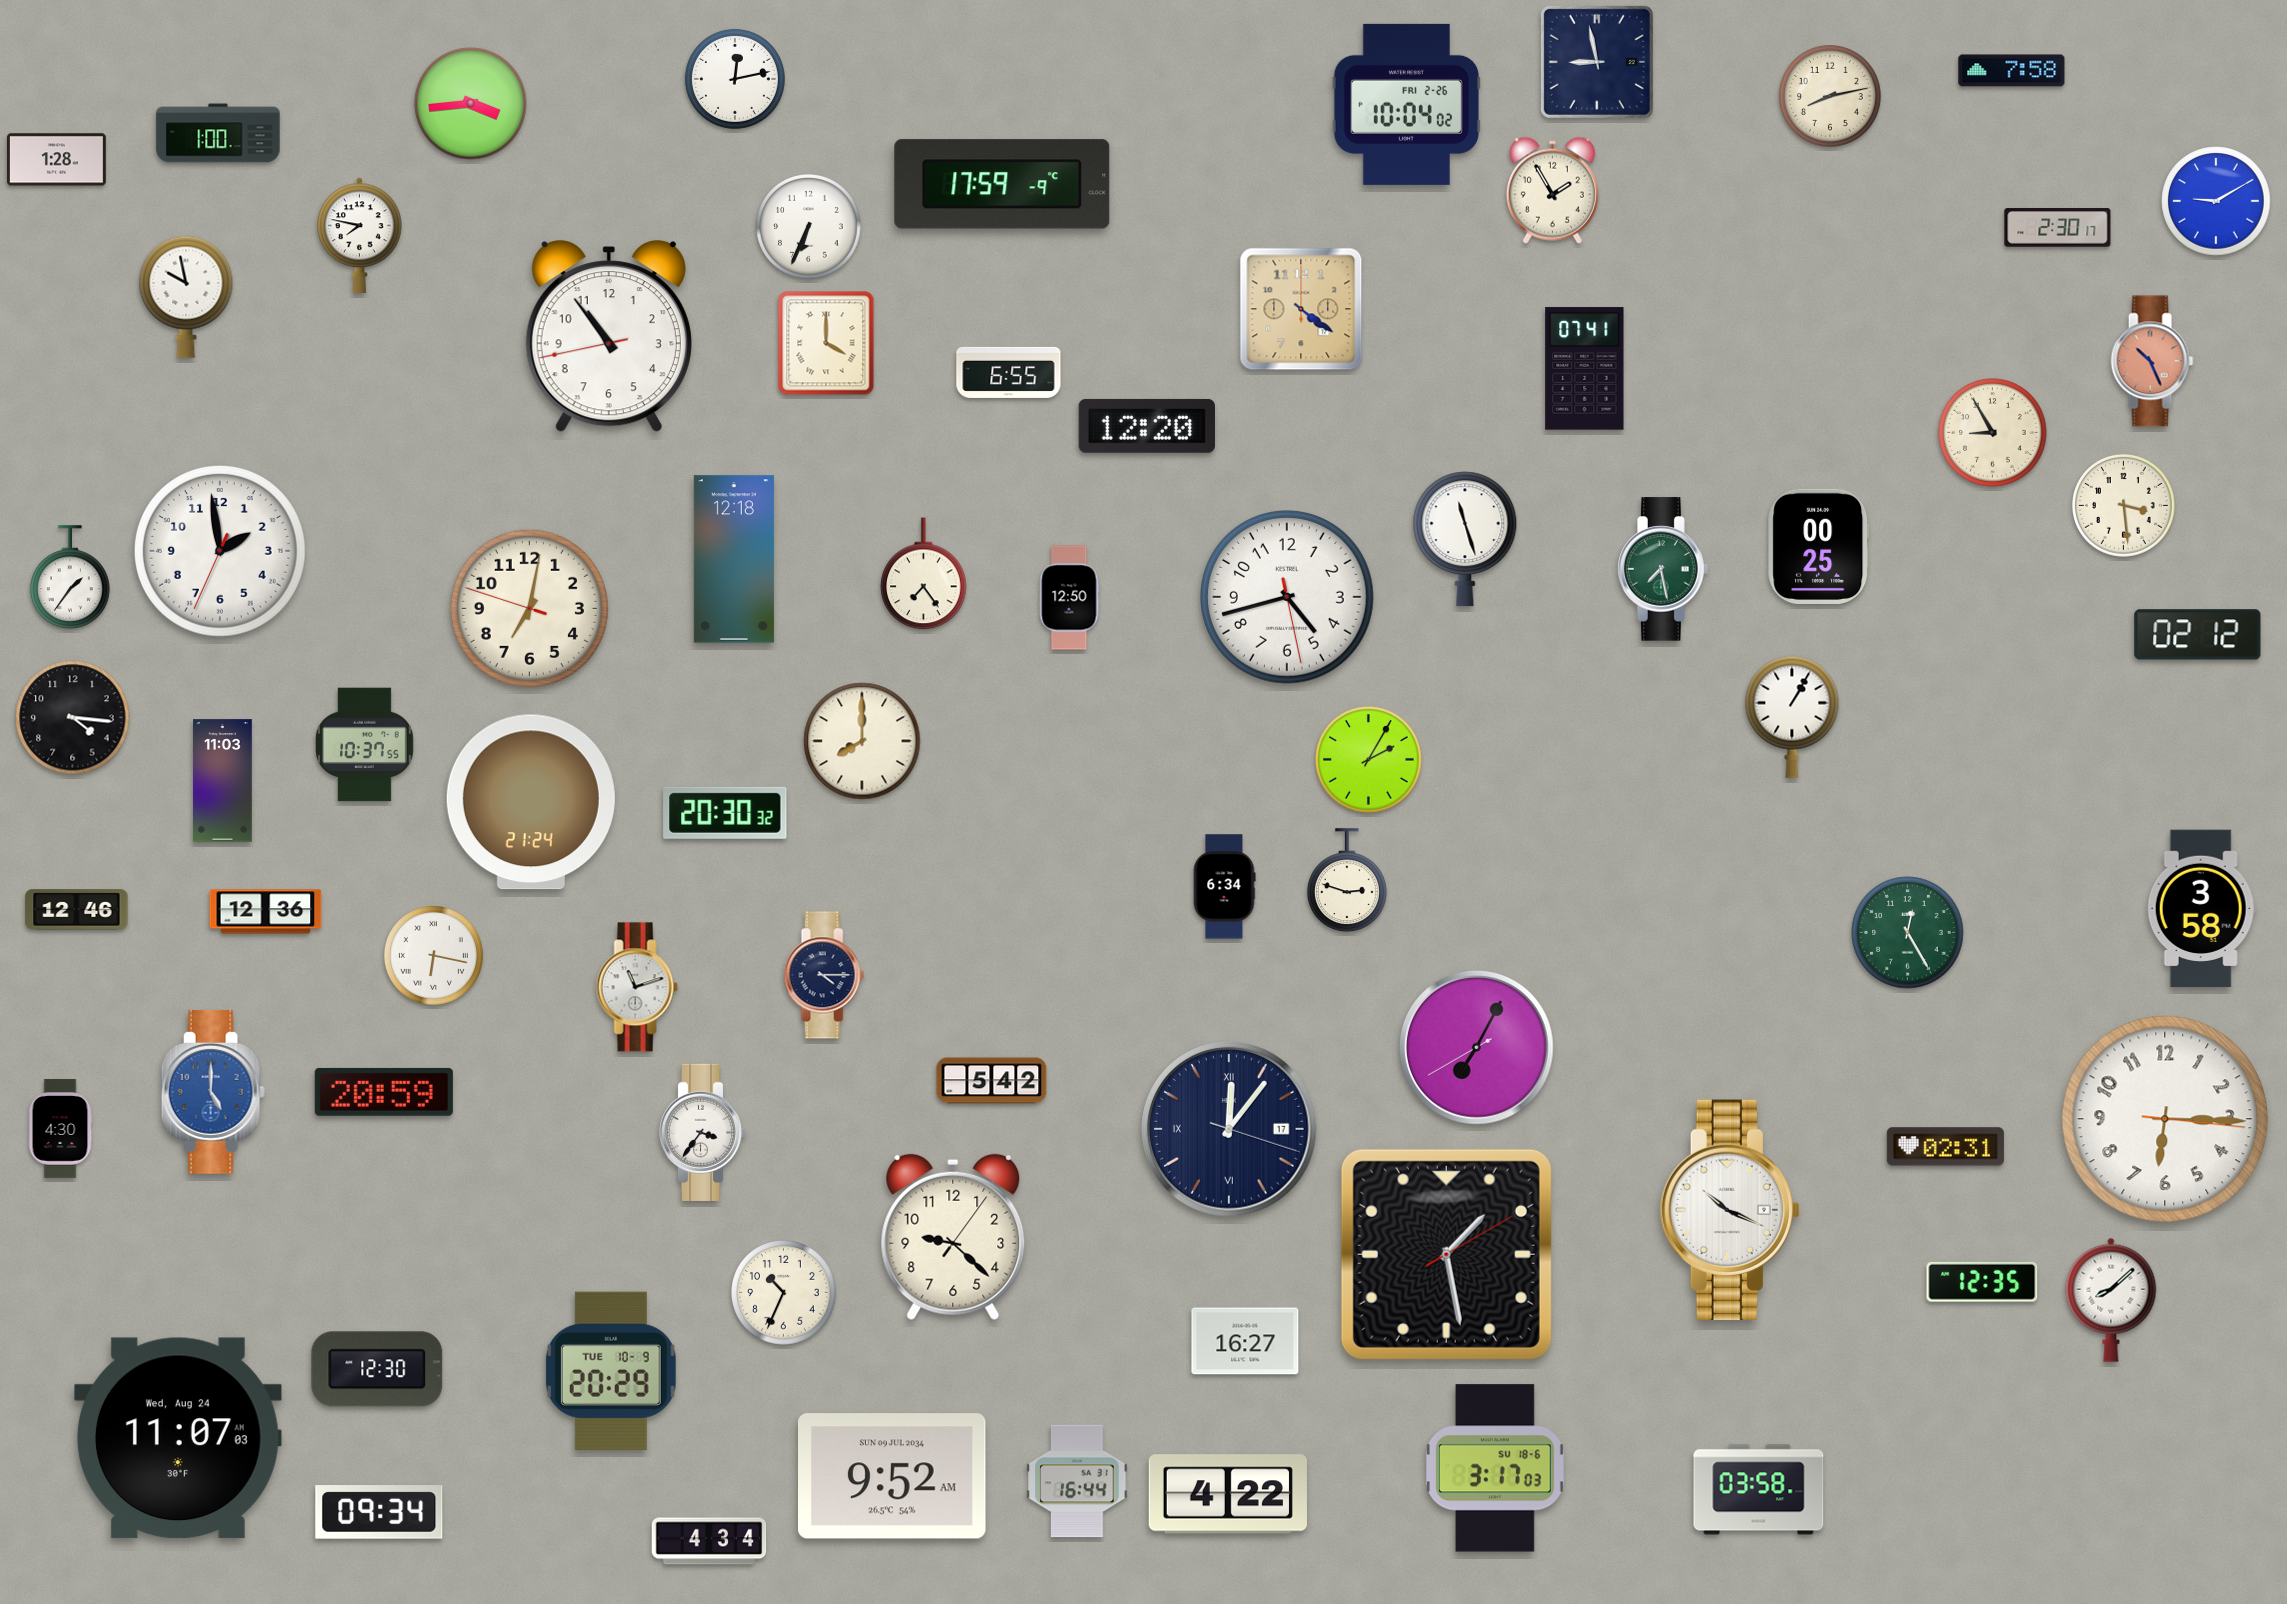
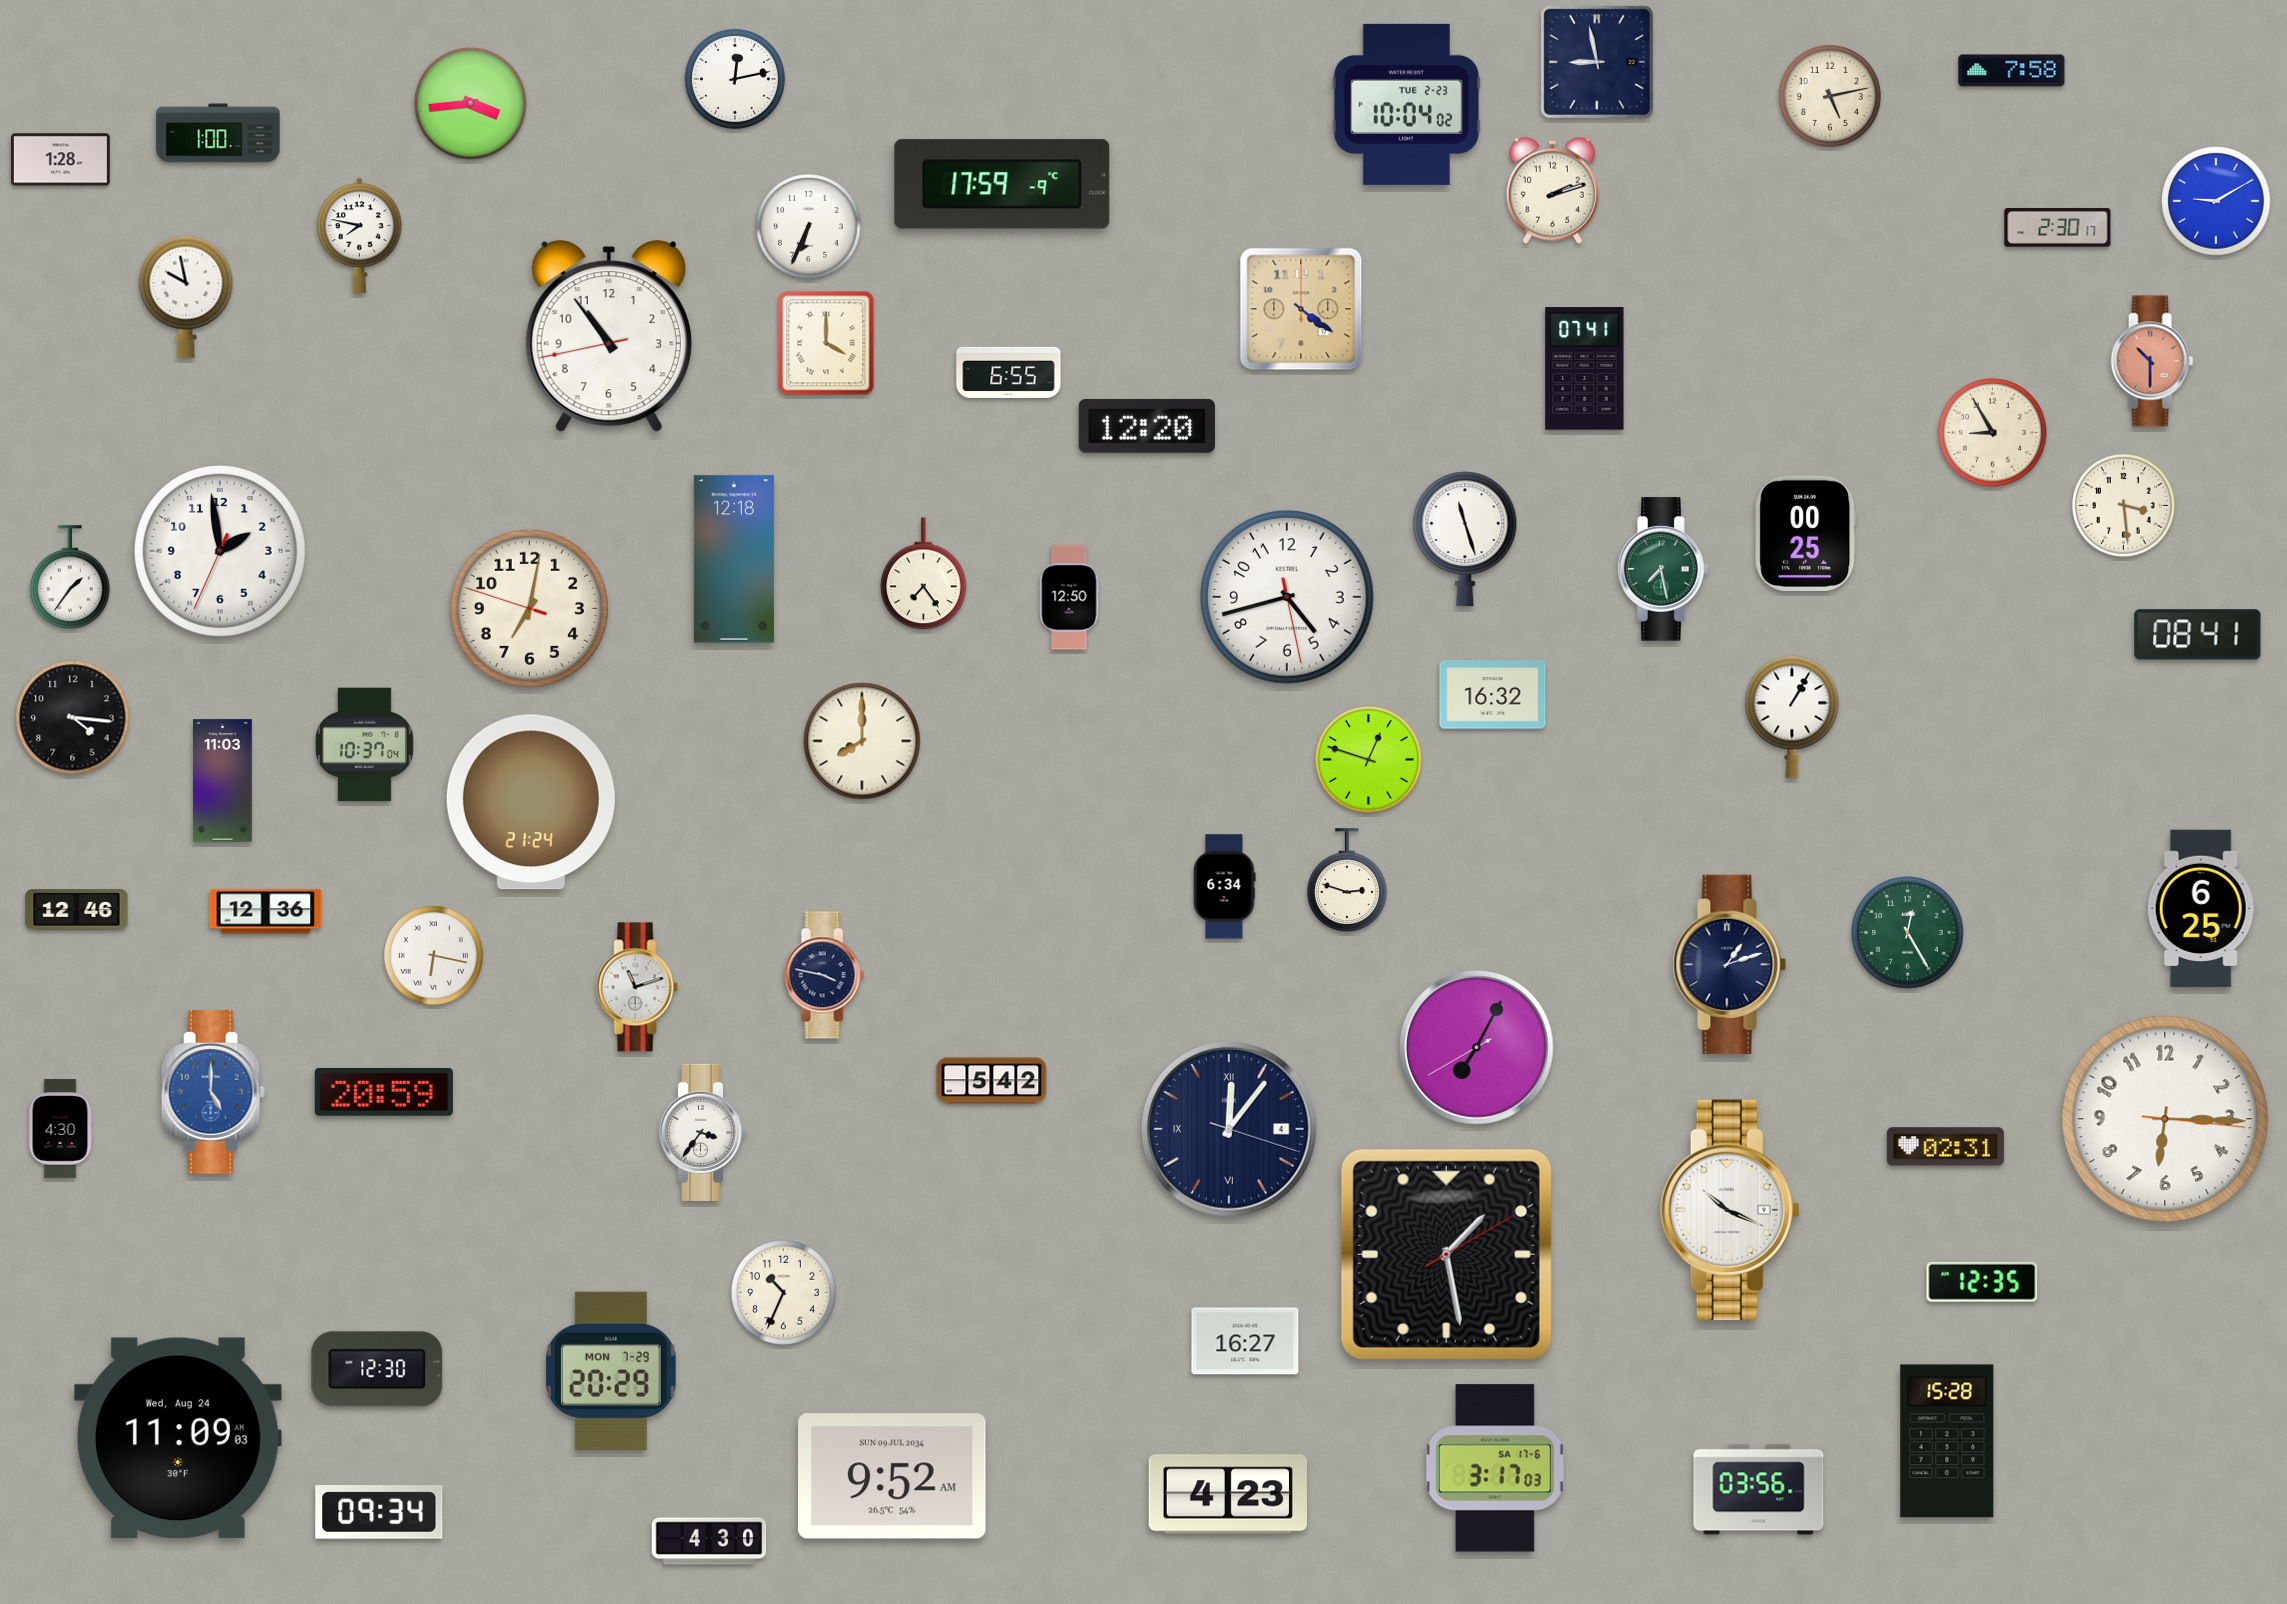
clock at (1830, 96): 8:13 -> 5:13
clock at (1406, 104) date: FRI 2-26 -> TUE 2-23
clock at (57, 160) position: (57, 160) -> (61, 160)
clock at (1552, 190): 1:55 -> 2:12
clock at (2152, 361): 10:26 -> 10:30
clock at (1819, 546) position: (1819, 546) -> (1806, 533)
clock at (2198, 635): 02:12 -> 08:41
clock at (1493, 695): none -> 16:32
clock at (364, 745): 10:37:55 -> 10:37:04
clock at (1369, 760): 2:05 -> 12:48
clock at (725, 813): 20:30 -> none
clock at (2201, 909): 3:58 -> 6:25
clock at (1730, 964): none -> 1:12
clock at (824, 975): 4:15 -> 3:47
clock at (1229, 1129) date: 17 -> 4
clock at (953, 1237): 9:22 -> none
clock at (2111, 1300): 8:08 -> none
clock at (611, 1371) date: TUE 10-9 -> MON 7-29
clock at (178, 1438): 11:07 -> 11:09
clock at (1947, 1441): none -> 15:28
clock at (1495, 1468) date: SU 18-6 -> SA 17-6
clock at (1077, 1481): 16:44 -> none
clock at (1759, 1490): 03:58 -> 03:56
clock at (1228, 1494): 4:22 -> 4:23
clock at (709, 1541): 4:34 -> 4:30
